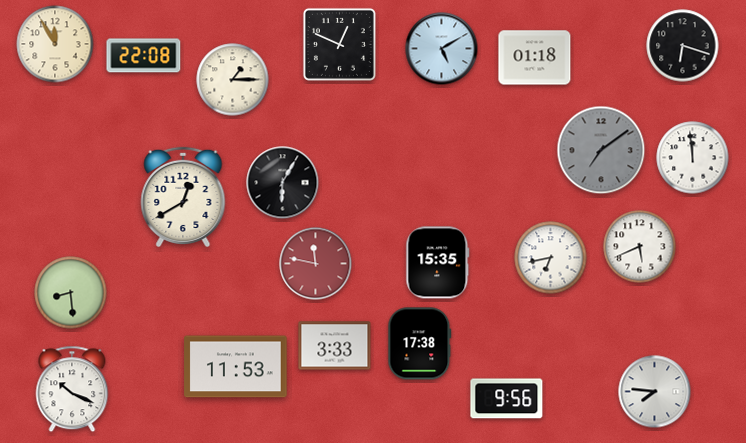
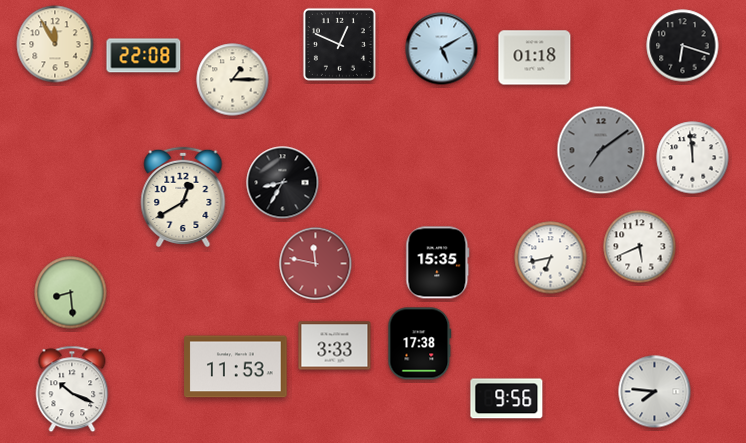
clock at (283, 183): 6:05 -> 8:35
